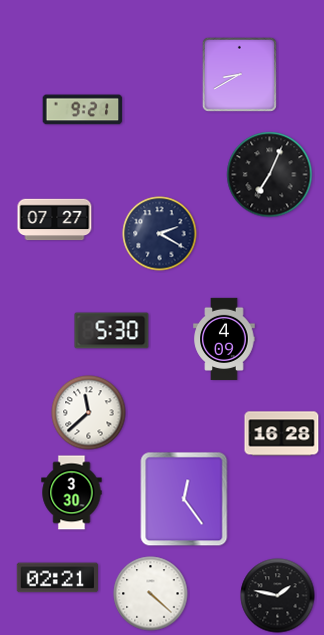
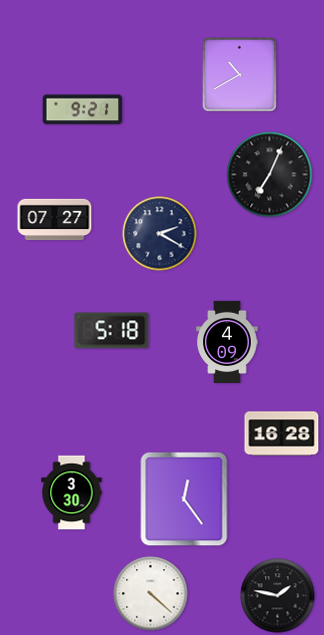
clock at (239, 74): 8:40 -> 10:40
clock at (112, 331): 5:30 -> 5:18
clock at (224, 338) position: (224, 338) -> (227, 341)
clock at (89, 413): 11:38 -> none
clock at (58, 578): 02:21 -> none
